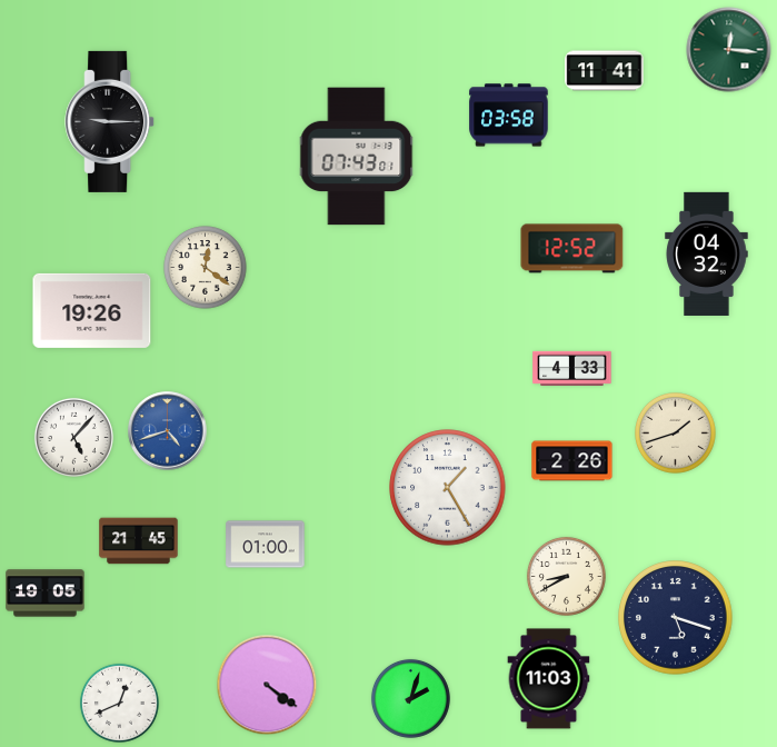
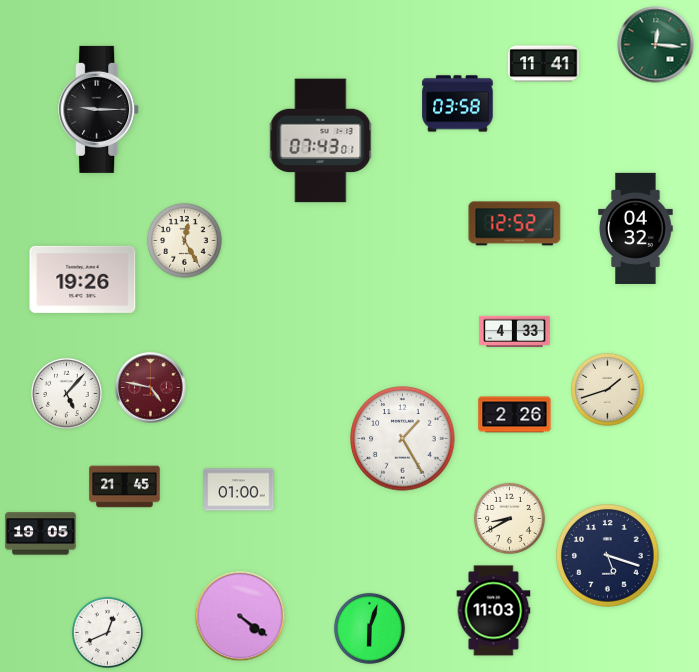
clock at (206, 268): 12:21 -> 12:25
clock at (168, 431): 4:42 -> 4:47
clock at (168, 431) dial: blue -> burgundy
clock at (410, 698): 2:03 -> 6:03
